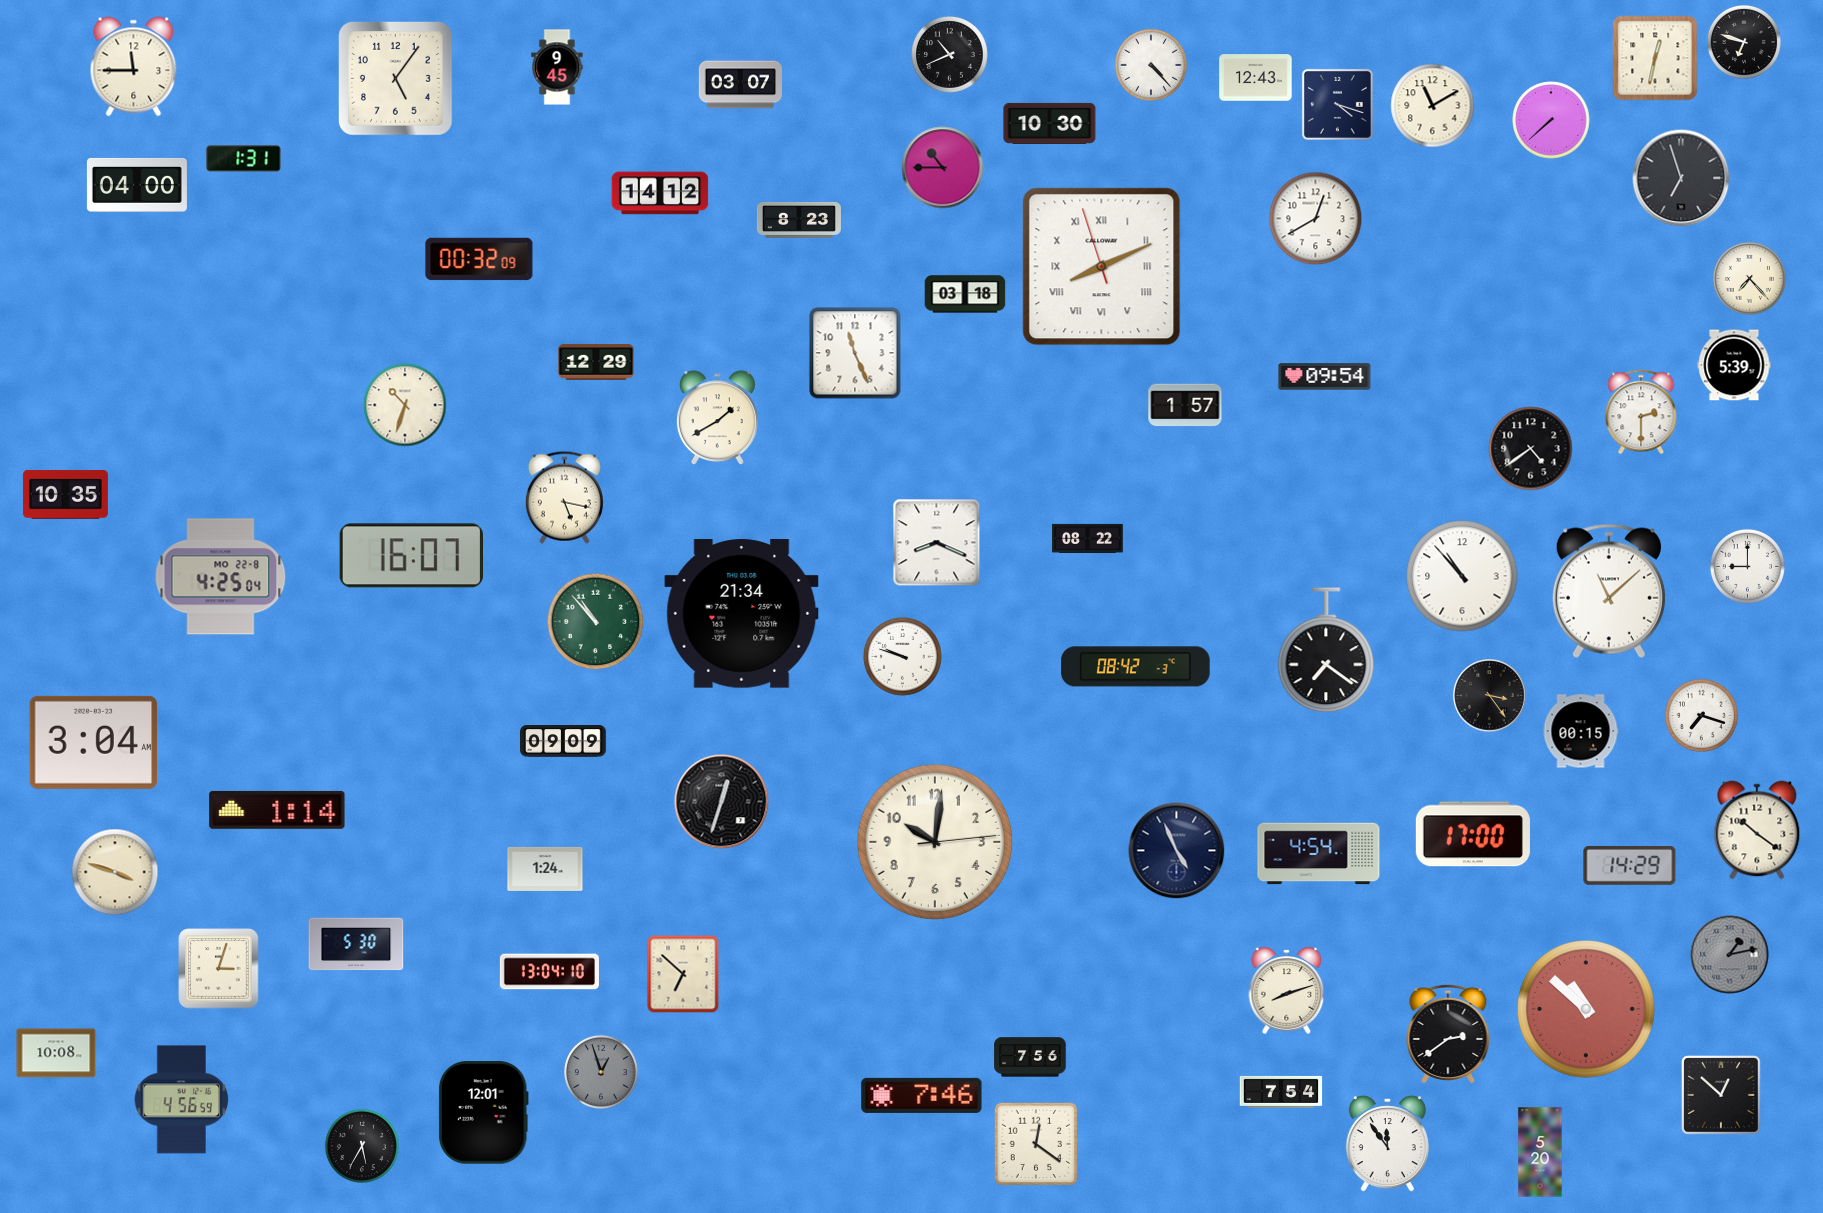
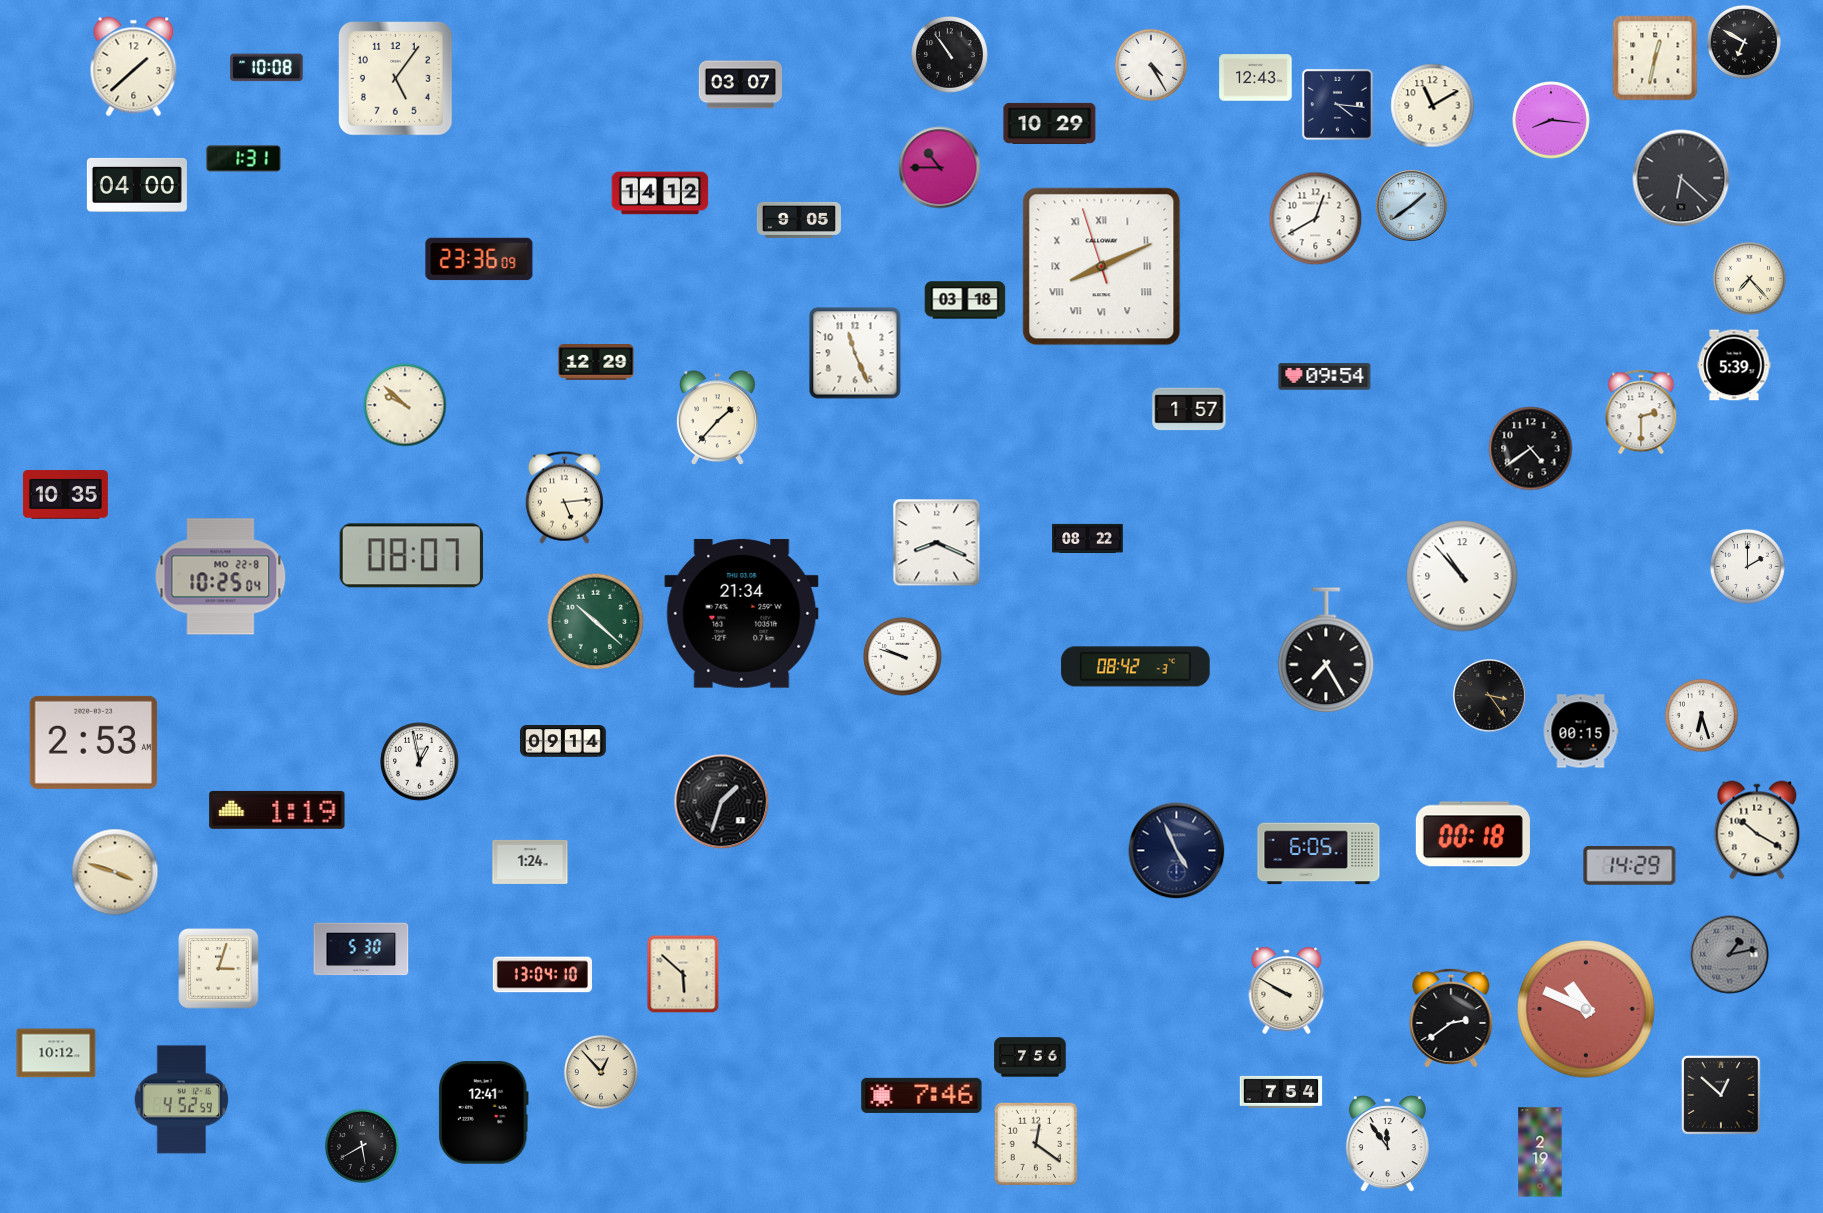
clock at (1744, 42): 6:48 -> 6:50
clock at (950, 55): 10:41 -> 10:54
clock at (1151, 65): 4:23 -> 4:25
clock at (134, 67): 11:45 -> 1:38
clock at (557, 67): 9:45 -> none
clock at (267, 68): none -> 10:08
clock at (1337, 104): 4:18 -> 4:16
clock at (1551, 120): 7:38 -> 8:16
clock at (1050, 123): 10:30 -> 10:29
clock at (943, 168) position: (943, 168) -> (940, 168)
clock at (1681, 178): 6:57 -> 6:22
clock at (1412, 206): none -> 1:39
clock at (799, 220): 8:23 -> 9:05
clock at (479, 259): 00:32 -> 23:36
clock at (965, 294) position: (965, 294) -> (965, 300)
clock at (405, 405): 10:33 -> 9:52
clock at (1185, 405) position: (1185, 405) -> (1189, 409)
clock at (717, 418): 1:40 -> 1:37
clock at (564, 497): 5:17 -> 5:14
clock at (411, 556): 16:07 -> 08:07
clock at (1747, 566): 9:00 -> 2:00
clock at (221, 577): 4:25 -> 10:25
clock at (1609, 591): 11:08 -> none
clock at (596, 622): 10:53 -> 10:22
clock at (1326, 651): 7:21 -> 7:25
clock at (1701, 715): 7:18 -> 6:27
clock at (564, 741): 09:09 -> 09:14
clock at (94, 742): 3:04 -> 2:53
clock at (420, 762): none -> 12:58
clock at (722, 802): 12:33 -> 1:33
clock at (277, 810): 1:14 -> 1:19
clock at (1757, 830): 10:21 -> 10:20
clock at (1473, 834): 17:00 -> 00:18
clock at (935, 842): 10:01 -> none
clock at (1319, 854): 4:54 -> 6:05
clock at (545, 869) position: (545, 869) -> (530, 862)
clock at (356, 944) position: (356, 944) -> (361, 949)
clock at (549, 972) position: (549, 972) -> (542, 975)
clock at (683, 974): 6:52 -> 5:52
clock at (1287, 990): 8:12 -> 9:50
clock at (1586, 1009): 10:52 -> 10:49
clock at (1448, 1034) position: (1448, 1034) -> (1451, 1018)
clock at (56, 1053): 10:08 -> 10:12
clock at (601, 1072): 12:57 -> 12:53
clock at (601, 1072) dial: grey -> cream
clock at (182, 1100): 4:56 -> 4:52
clock at (483, 1113): 12:01 -> 12:41
clock at (362, 1146): 5:35 -> 5:40
clock at (1540, 1152): 5:20 -> 2:19
